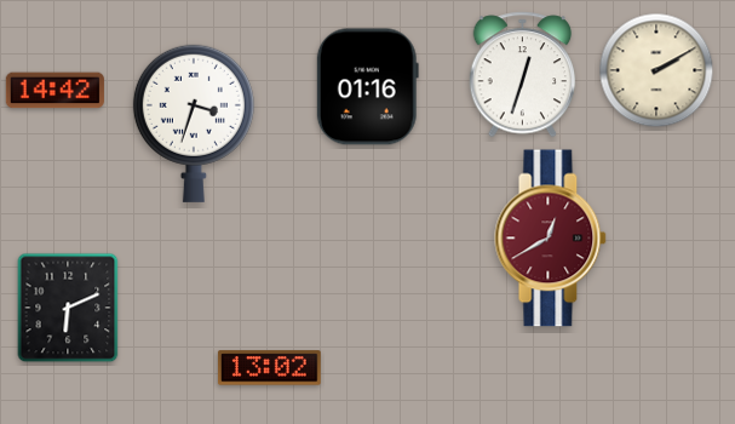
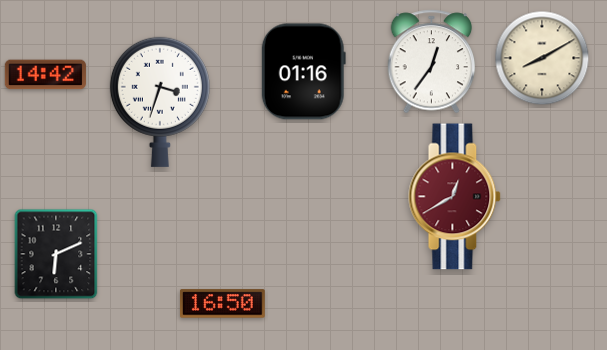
clock at (656, 70): 2:10 -> 8:10
clock at (523, 75): 12:33 -> 12:36
clock at (269, 368): 13:02 -> 16:50
